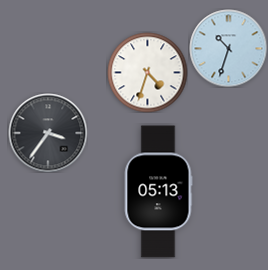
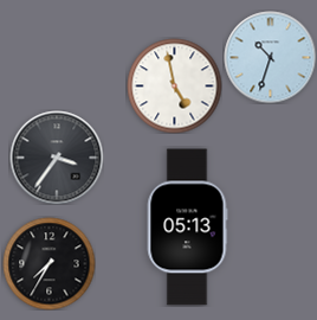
clock at (147, 72): 4:33 -> 4:58
clock at (48, 263): none -> 7:35
